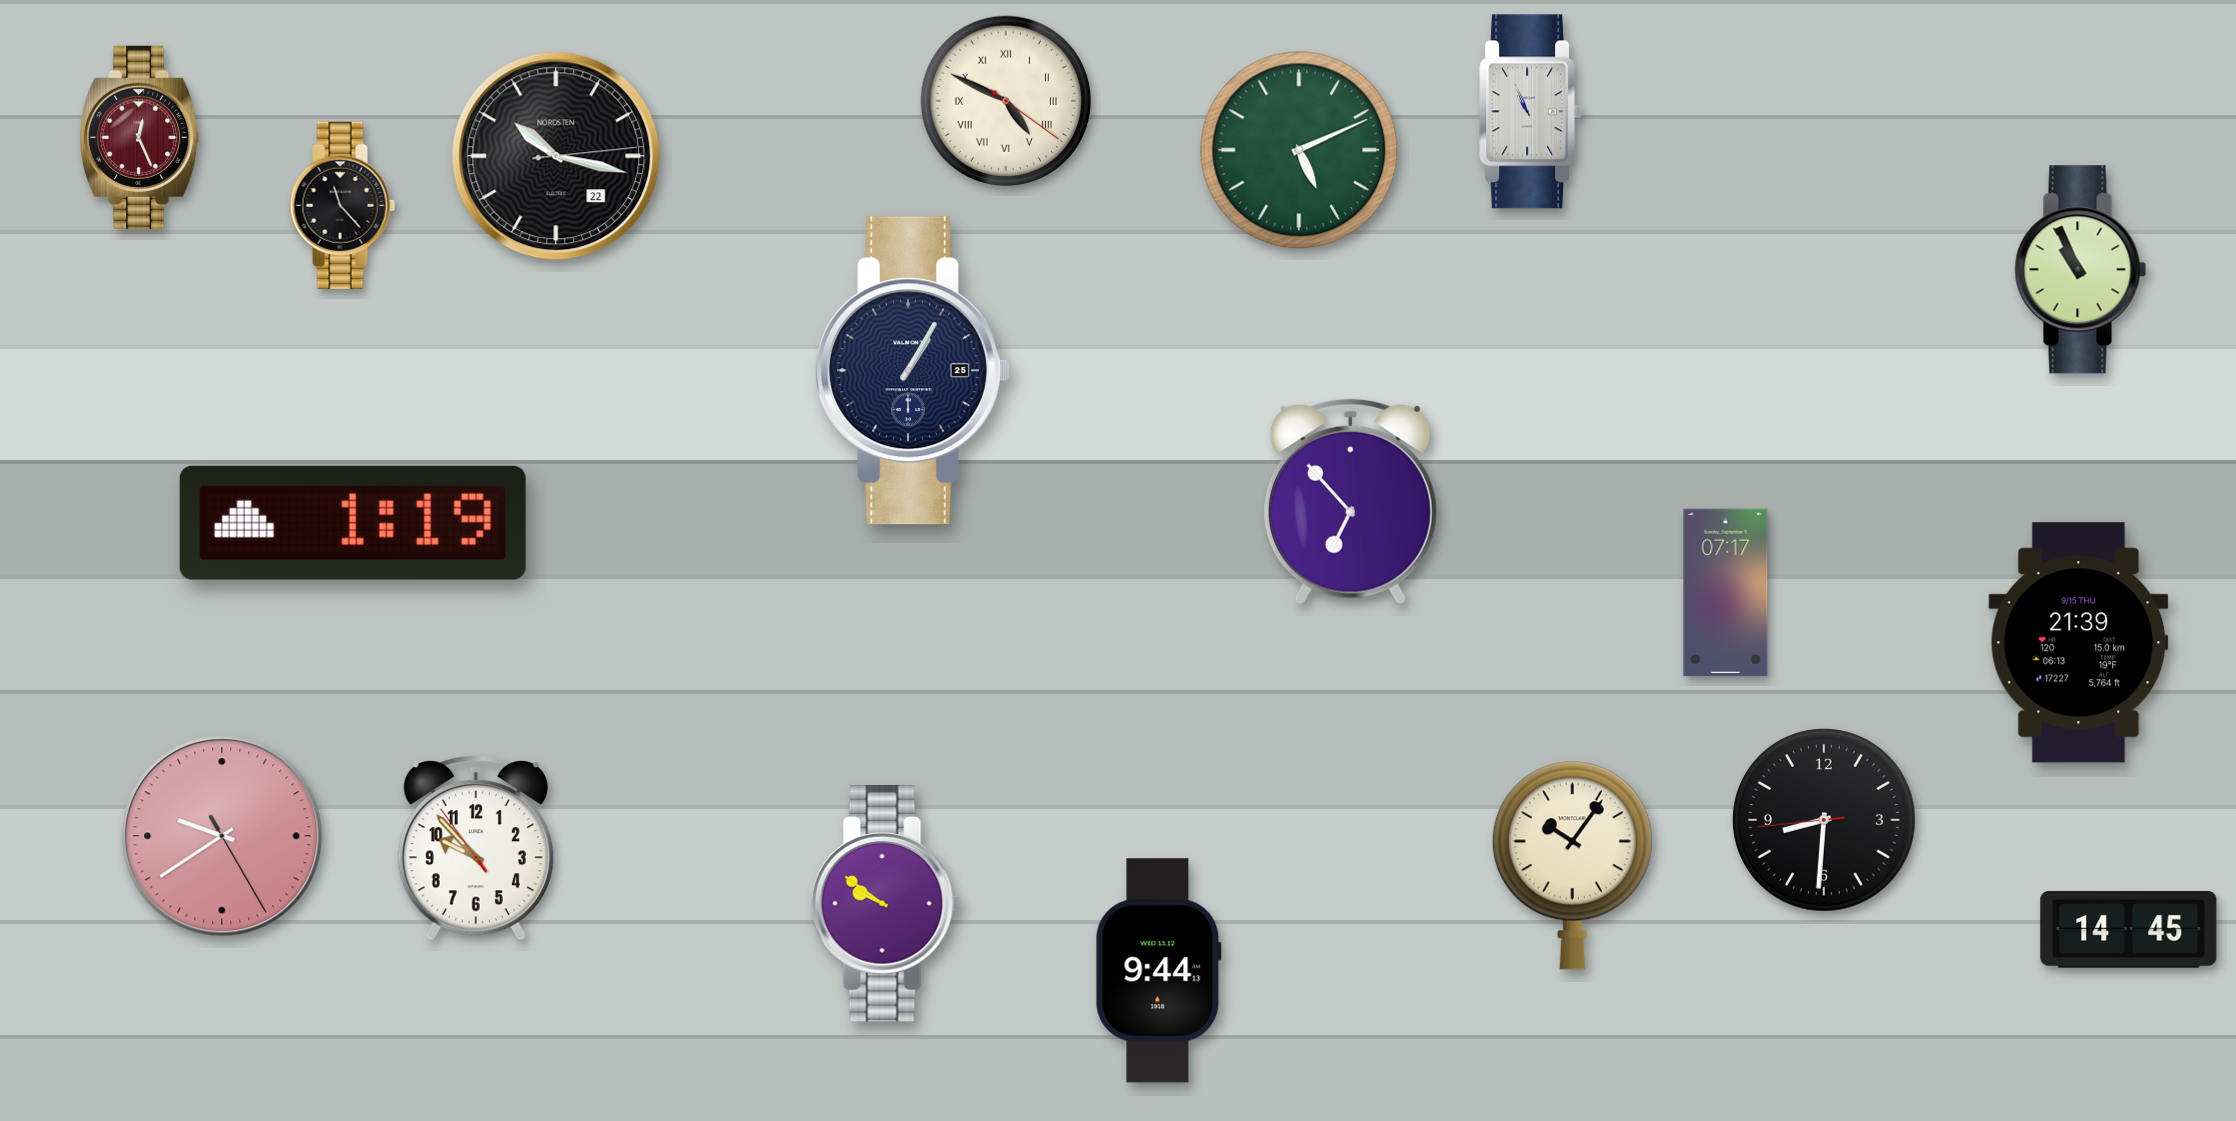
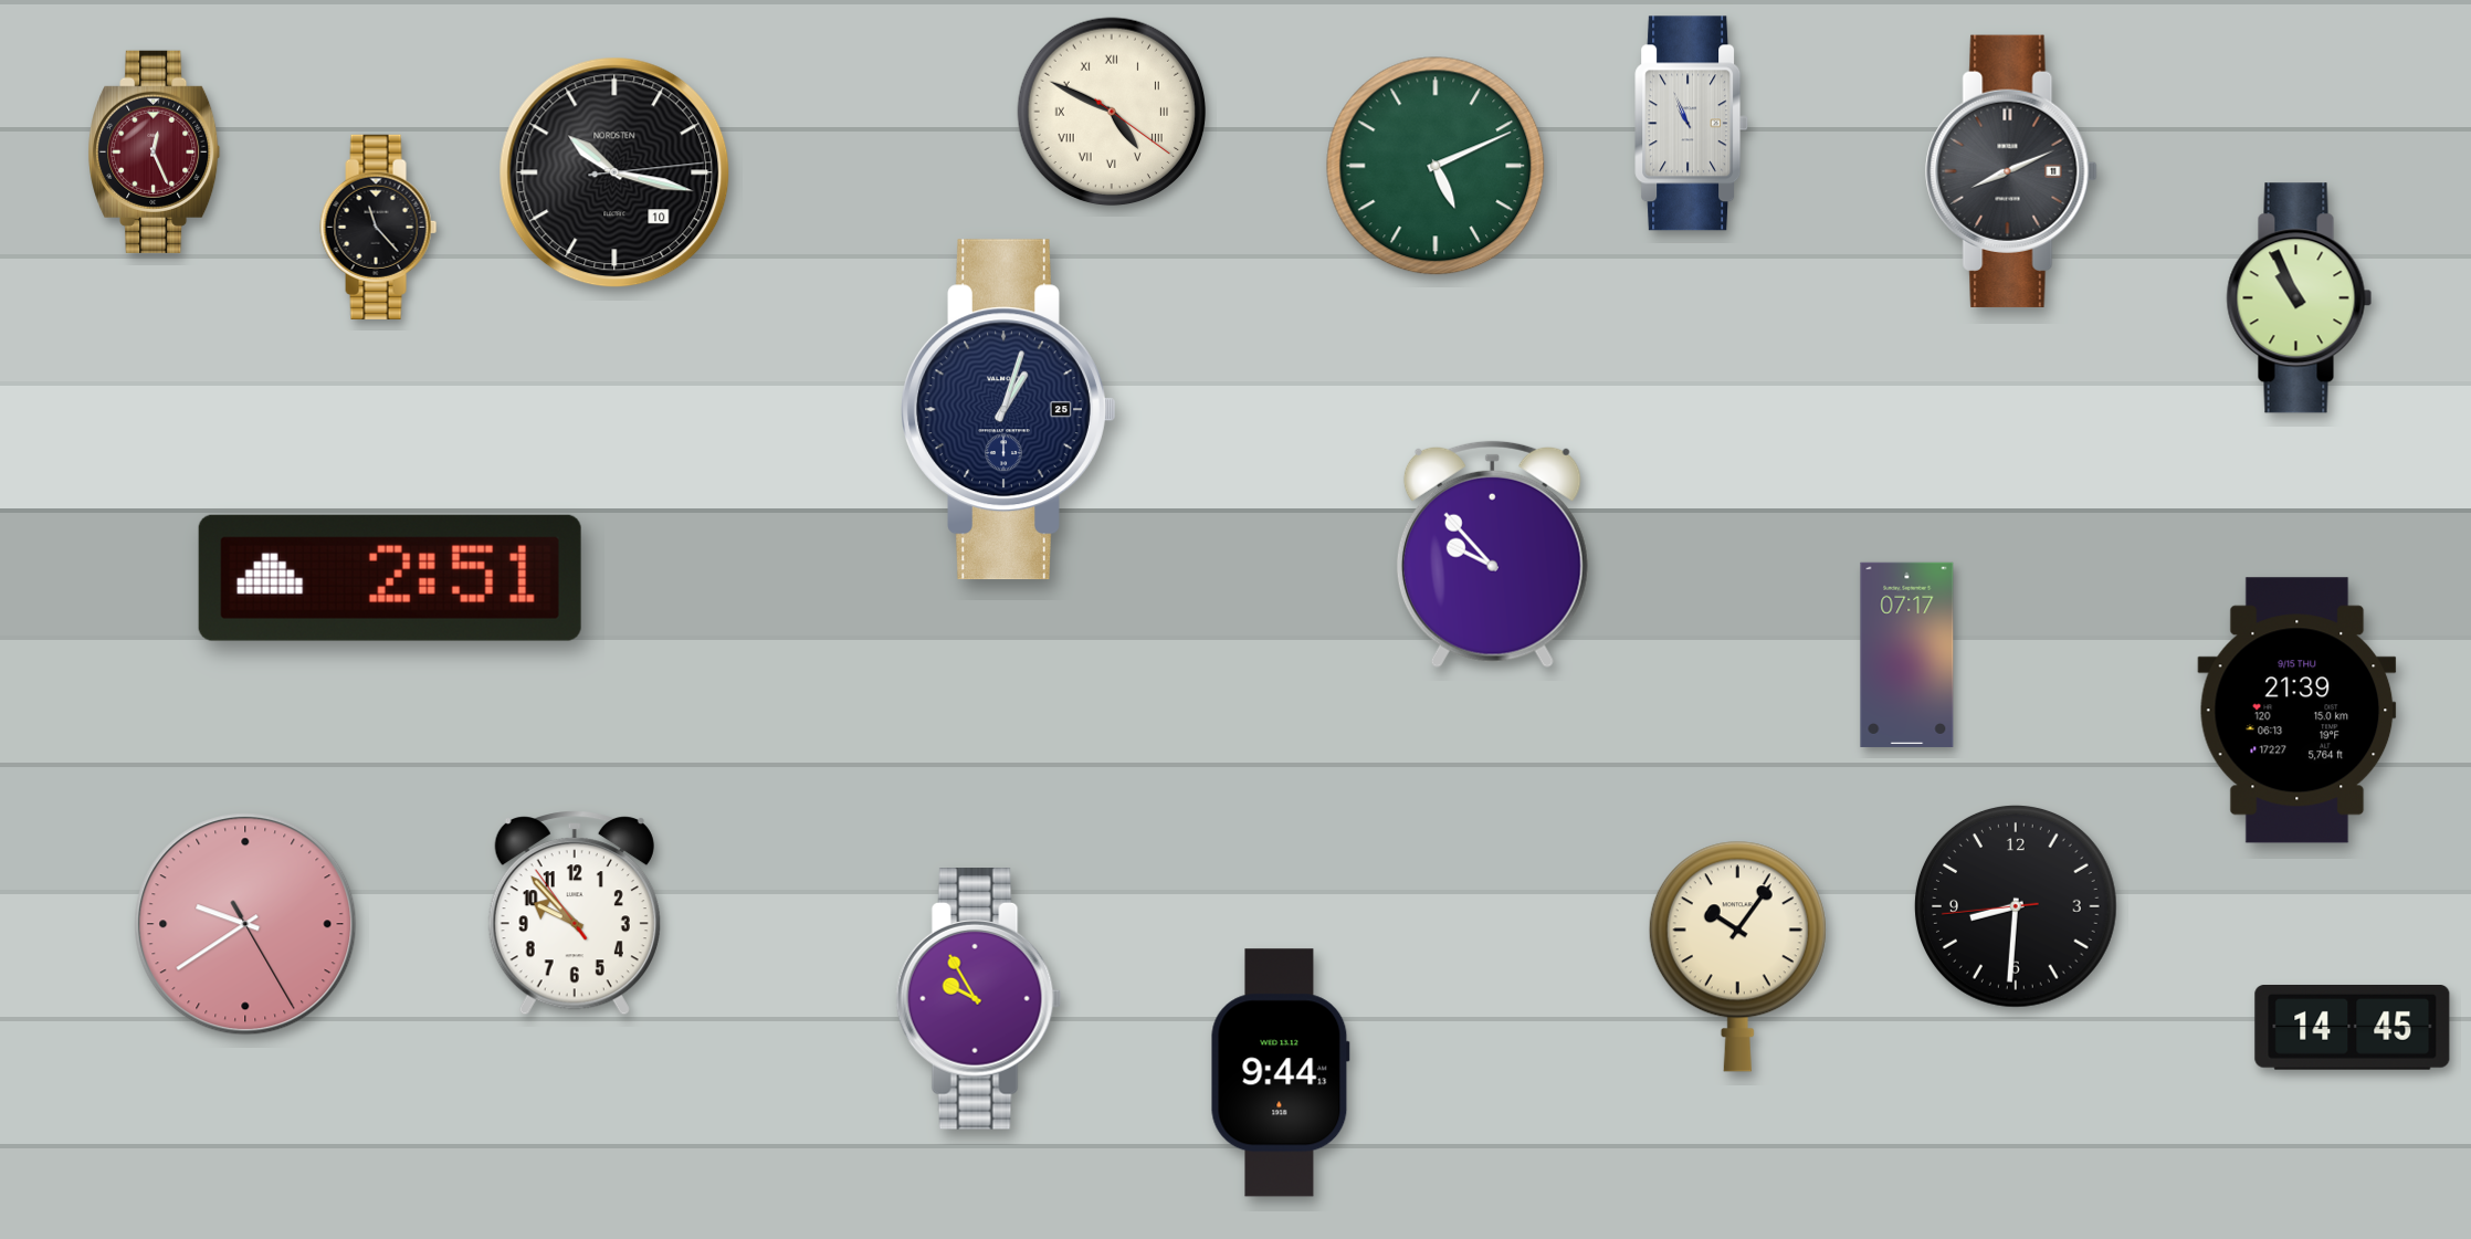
clock at (2011, 171): none -> 8:11
clock at (556, 156) date: 22 -> 10
clock at (913, 371): 1:05 -> 1:03
clock at (1350, 502): 6:53 -> 9:53
clock at (353, 523): 1:19 -> 2:51
clock at (476, 849) position: (476, 849) -> (575, 914)
clock at (886, 904): 9:51 -> 9:55
